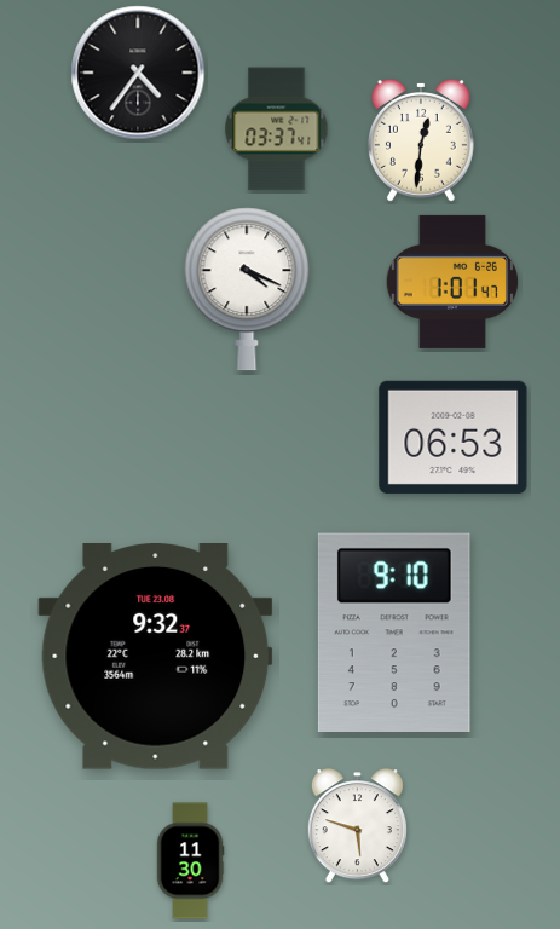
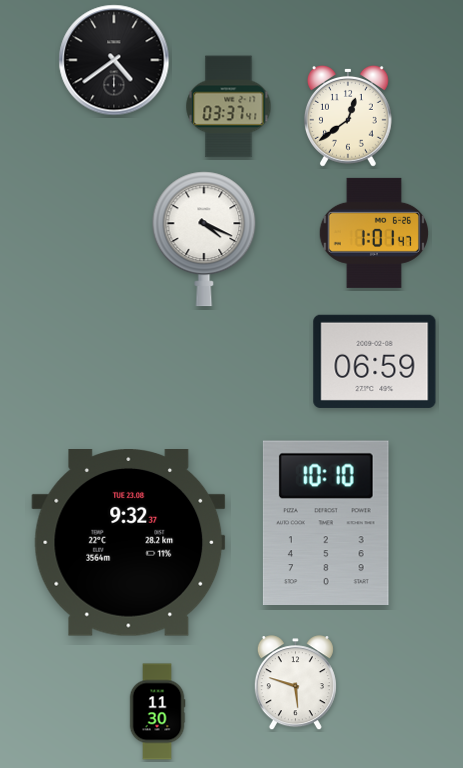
clock at (138, 73): 4:36 -> 4:39
clock at (421, 142): 12:31 -> 12:39
clock at (454, 437): 06:53 -> 06:59
clock at (394, 631): 9:10 -> 10:10
